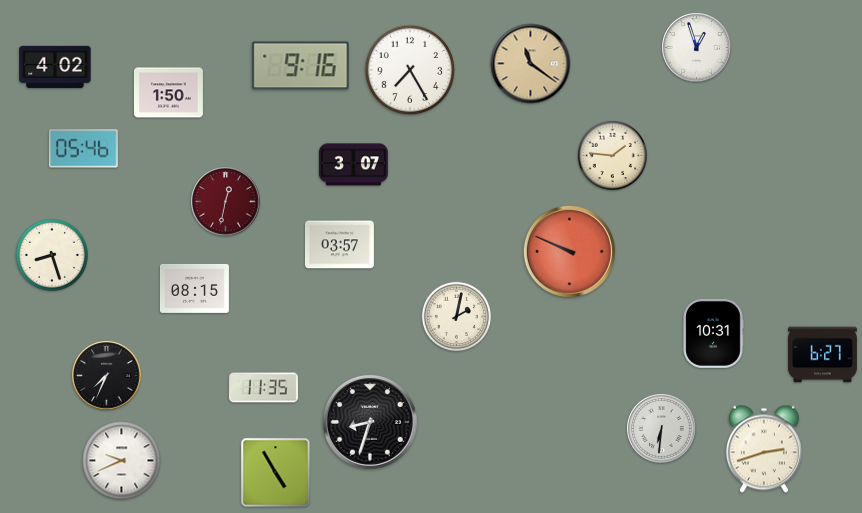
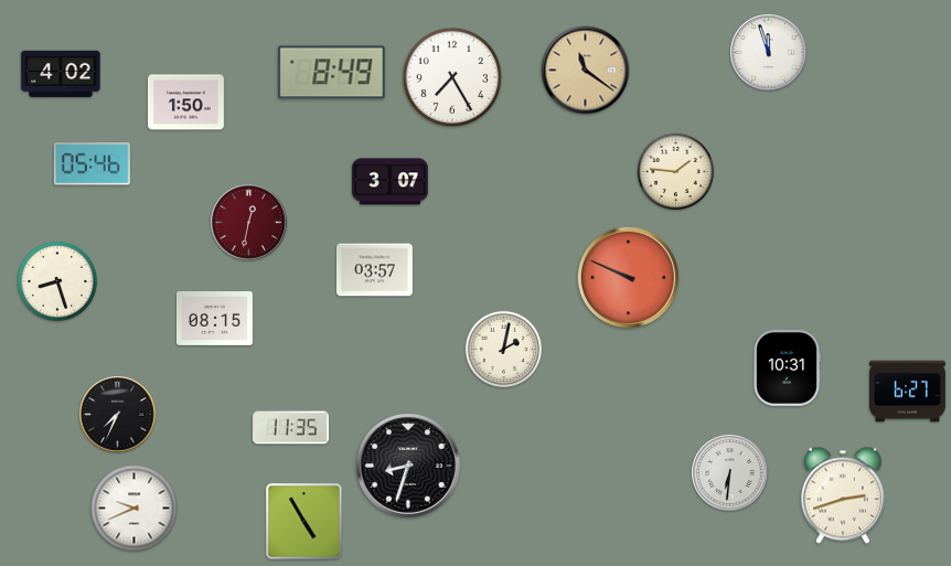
clock at (697, 48): 12:57 -> 11:57
clock at (301, 66): 9:16 -> 8:49
